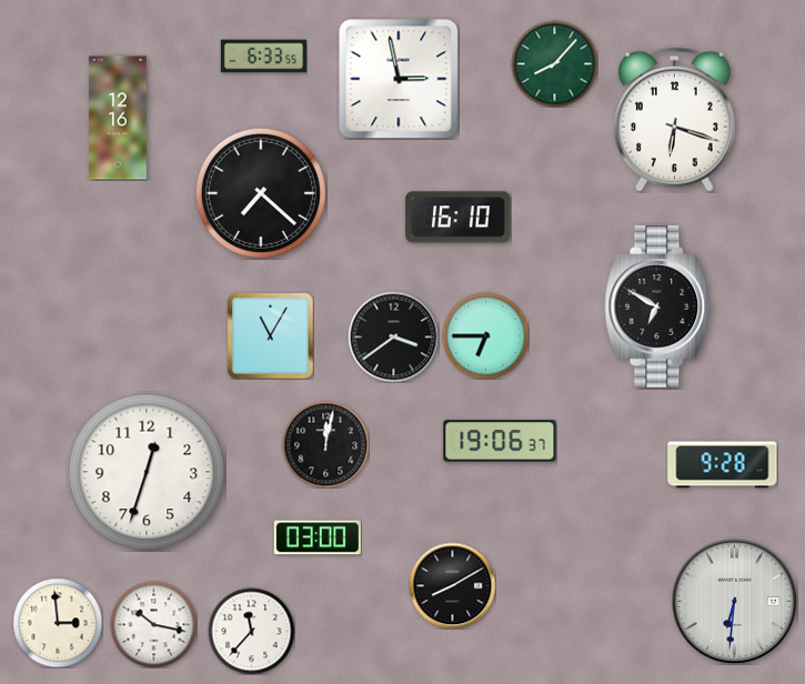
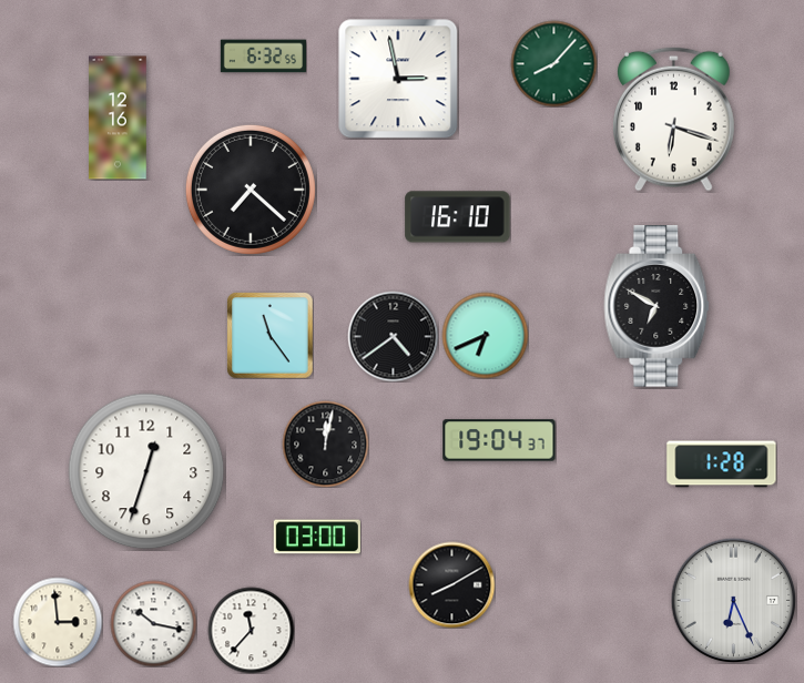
clock at (263, 57): 6:33 -> 6:32
clock at (261, 193) position: (261, 193) -> (251, 190)
clock at (270, 335): 11:05 -> 11:24
clock at (485, 335): 6:45 -> 6:41
clock at (393, 336): 3:39 -> 4:39
clock at (500, 441): 19:06 -> 19:04
clock at (723, 465): 9:28 -> 1:28
clock at (734, 601): 6:31 -> 6:26
